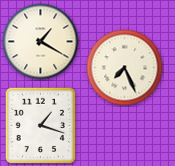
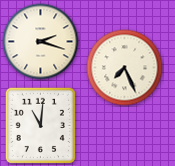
clock at (41, 42): 1:20 -> 2:18
clock at (40, 125): 1:18 -> 11:01
